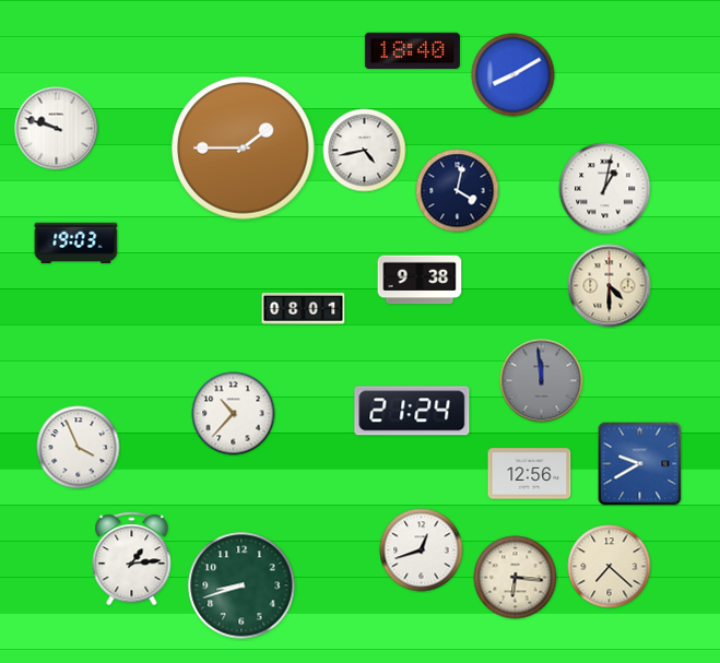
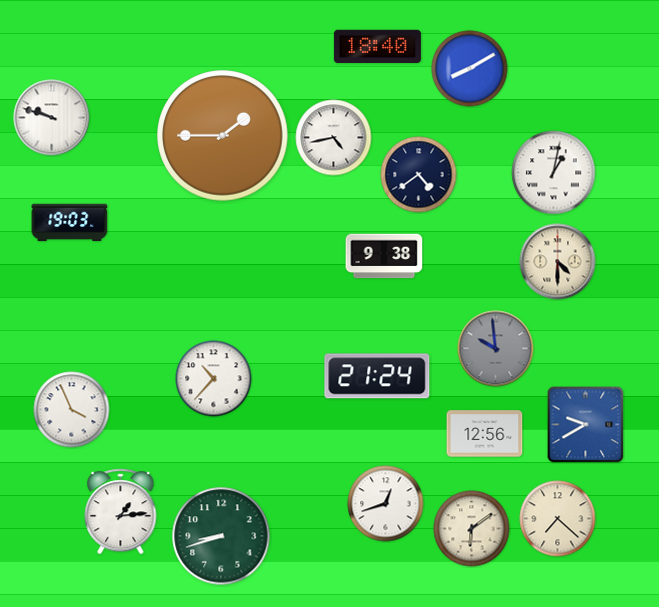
clock at (458, 191): 4:02 -> 4:39
clock at (304, 309): 08:01 -> none
clock at (542, 381): 11:59 -> 9:59
clock at (516, 578): 6:16 -> 6:09
